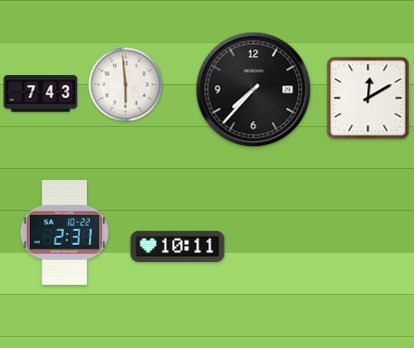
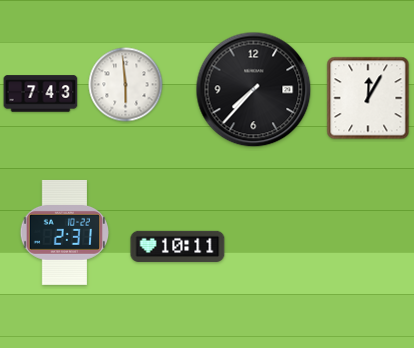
clock at (368, 98): 12:10 -> 12:05
